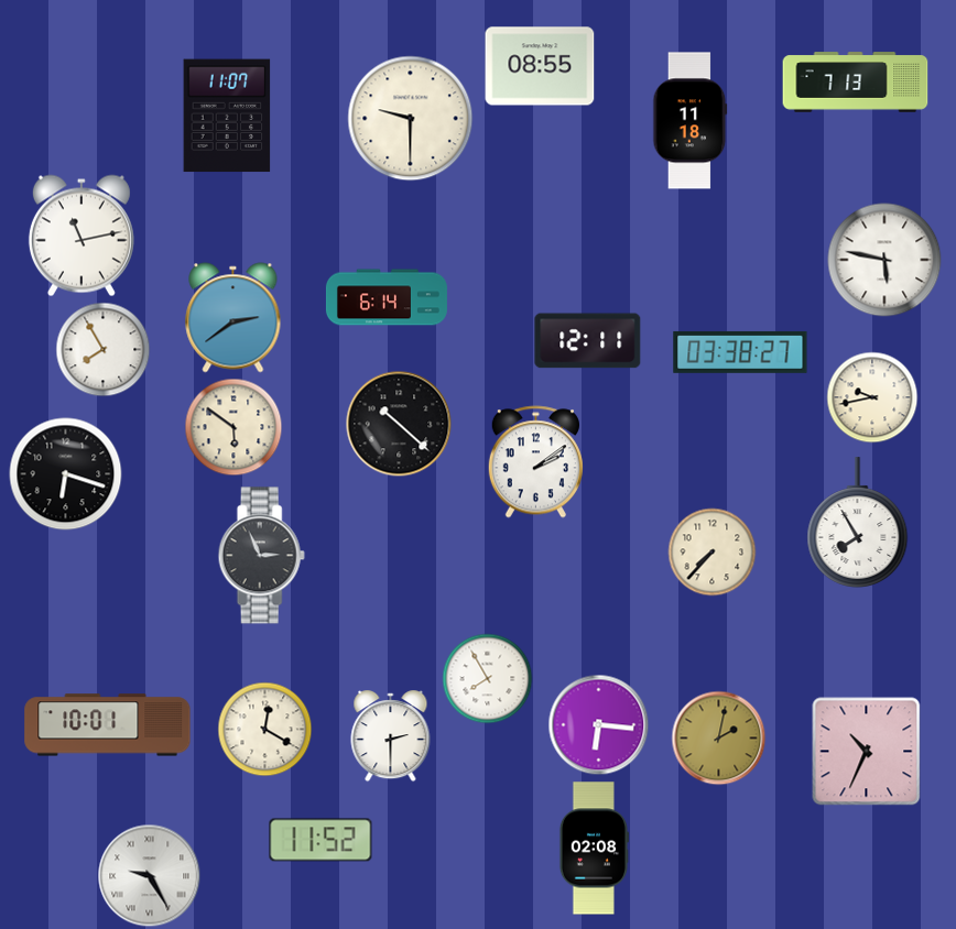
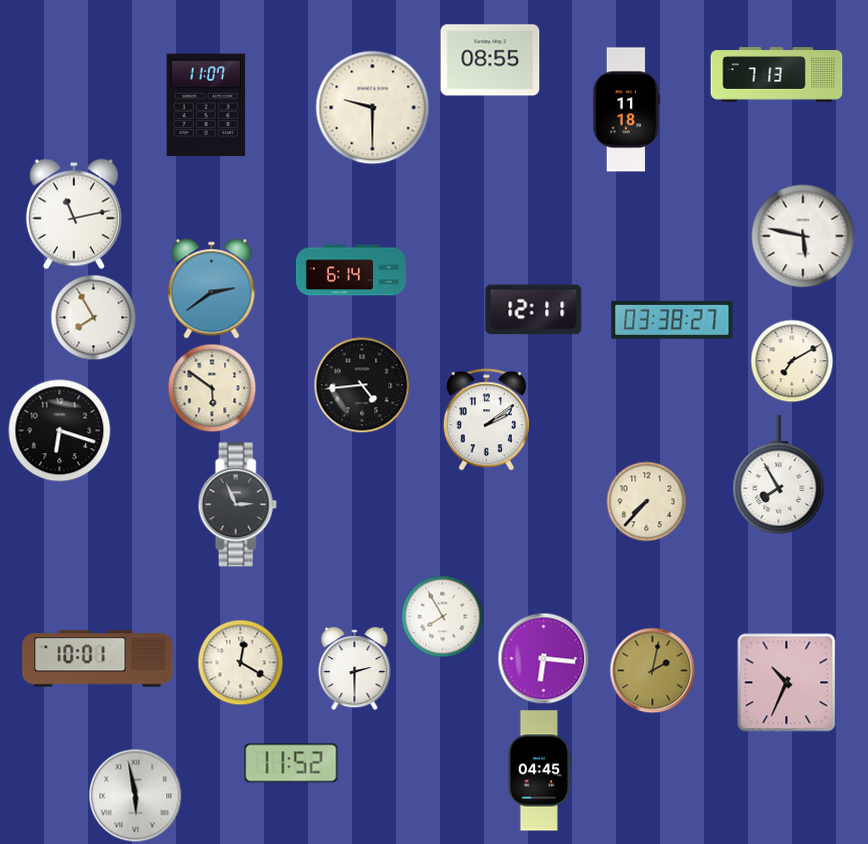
clock at (872, 397): 9:43 -> 7:10
clock at (399, 424): 10:22 -> 4:44
clock at (594, 849): 02:08 -> 04:45
clock at (150, 876): 9:25 -> 5:58
